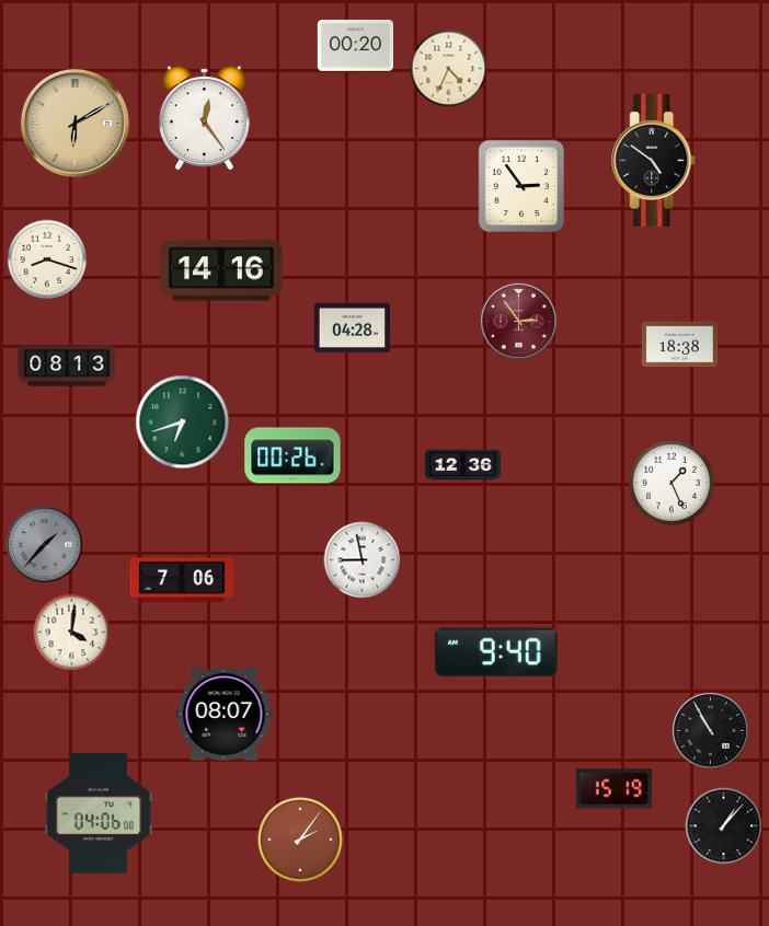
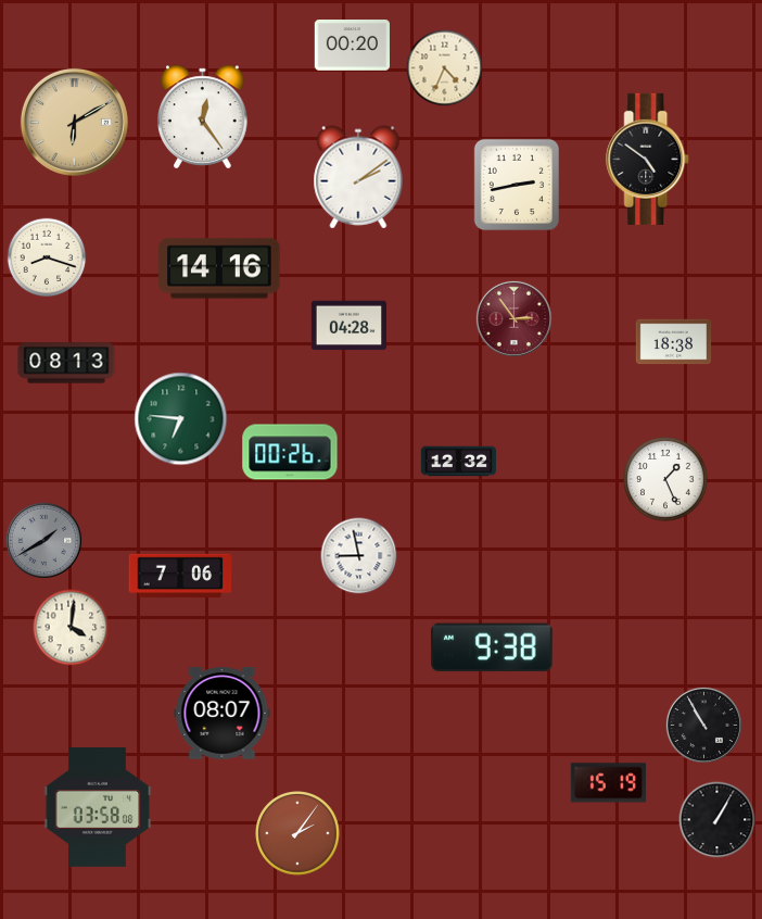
clock at (358, 177): none -> 2:09
clock at (520, 186): 2:54 -> 2:43
clock at (183, 423): 6:42 -> 6:46
clock at (463, 465): 12:36 -> 12:32
clock at (44, 544): 1:37 -> 1:40
clock at (496, 652): 9:40 -> 9:38
clock at (225, 715) position: (225, 715) -> (223, 714)
clock at (99, 813): 04:06 -> 03:58
clock at (724, 826): 1:07 -> 1:05
